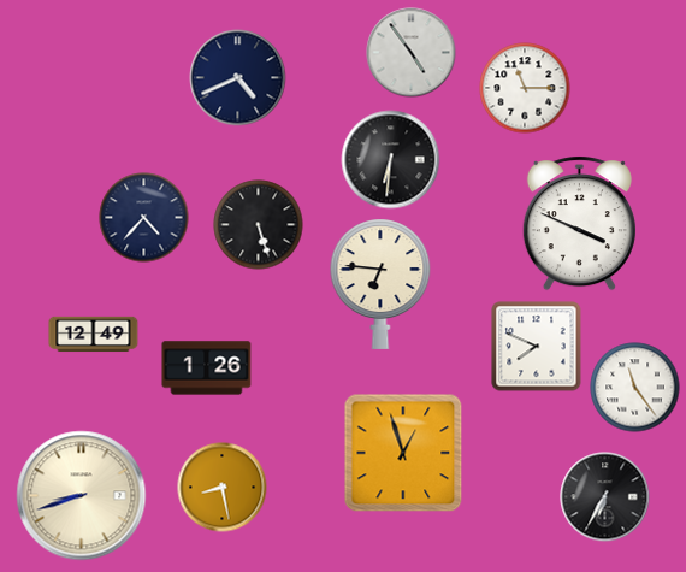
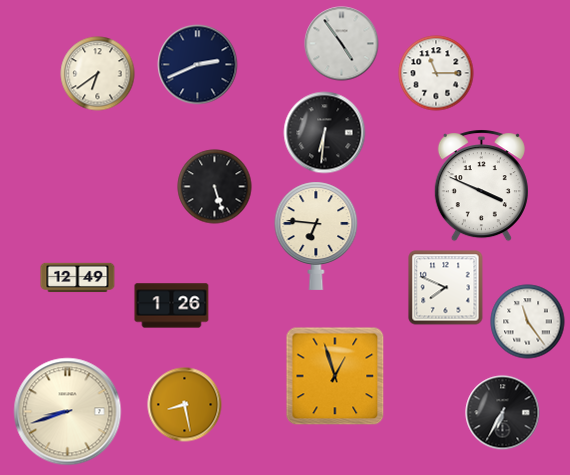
clock at (238, 78): 4:41 -> 2:41
clock at (98, 74): none -> 6:39
clock at (144, 218): 4:37 -> none
